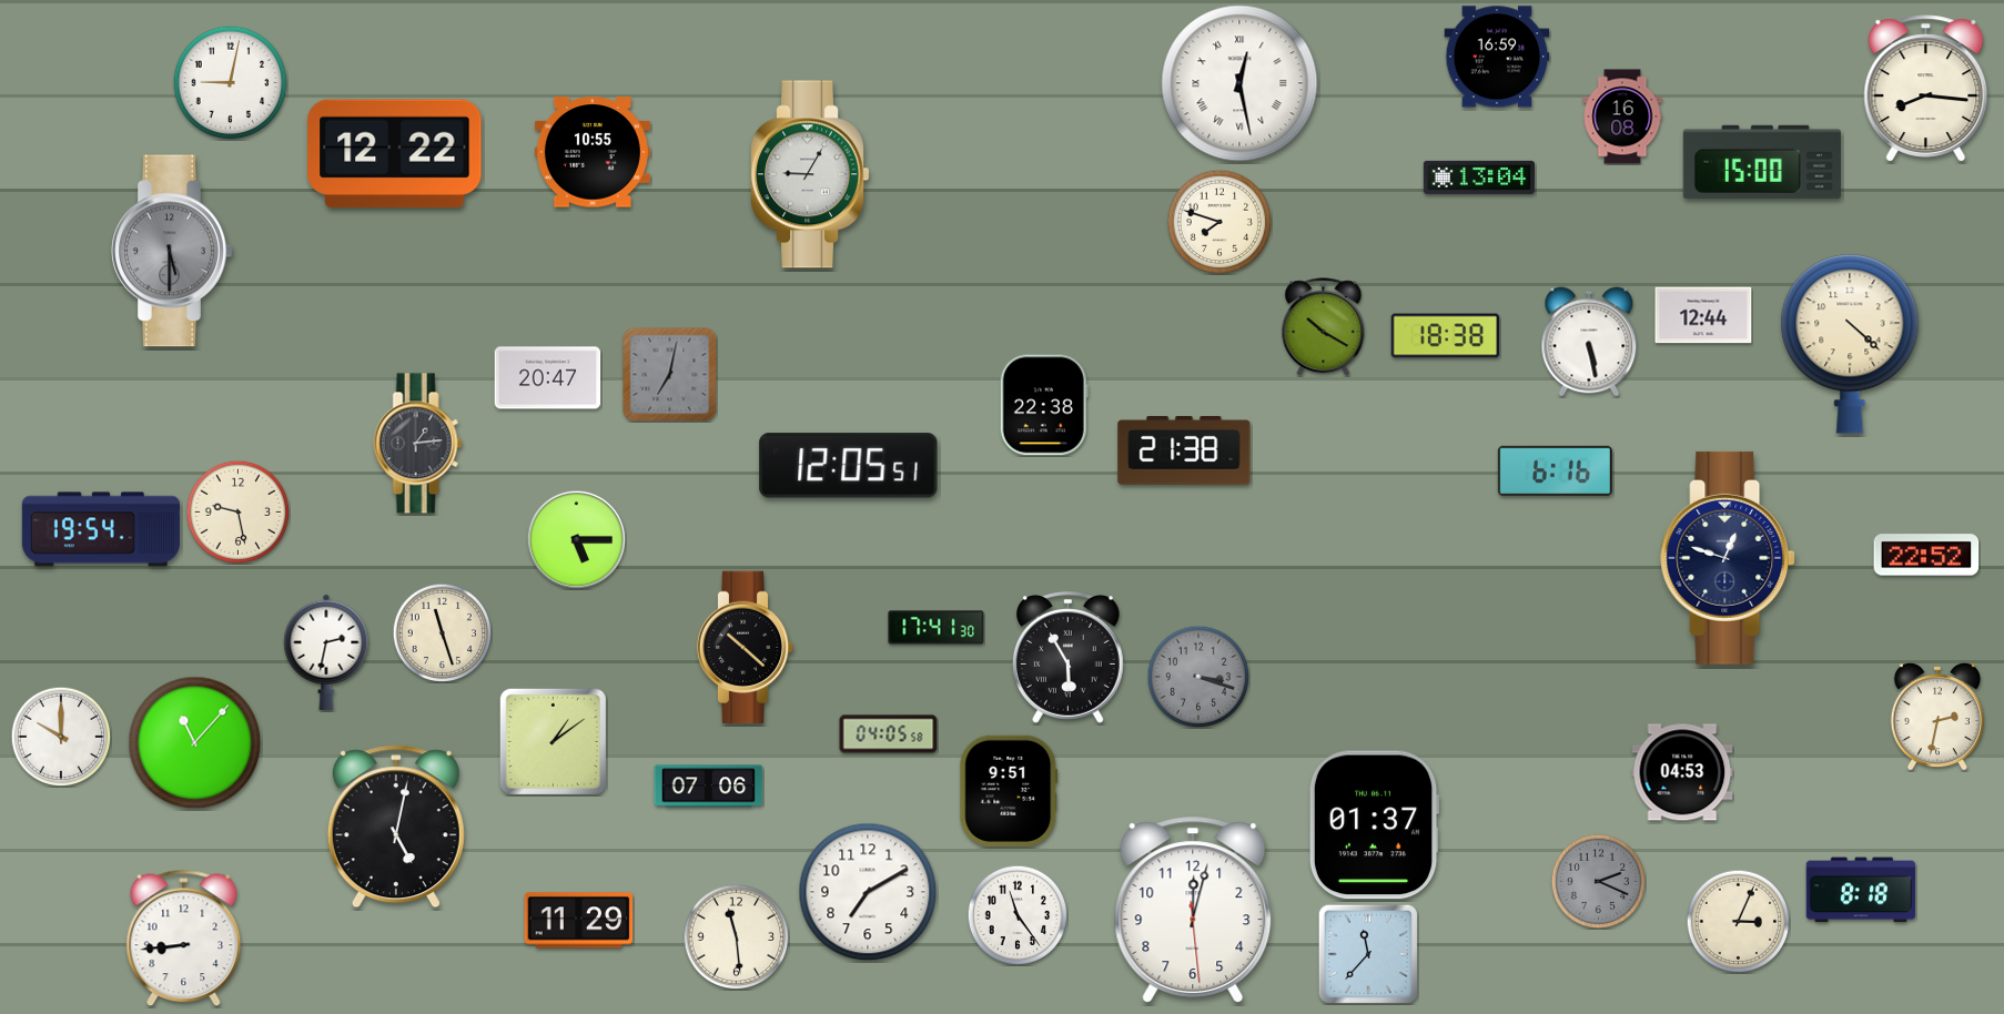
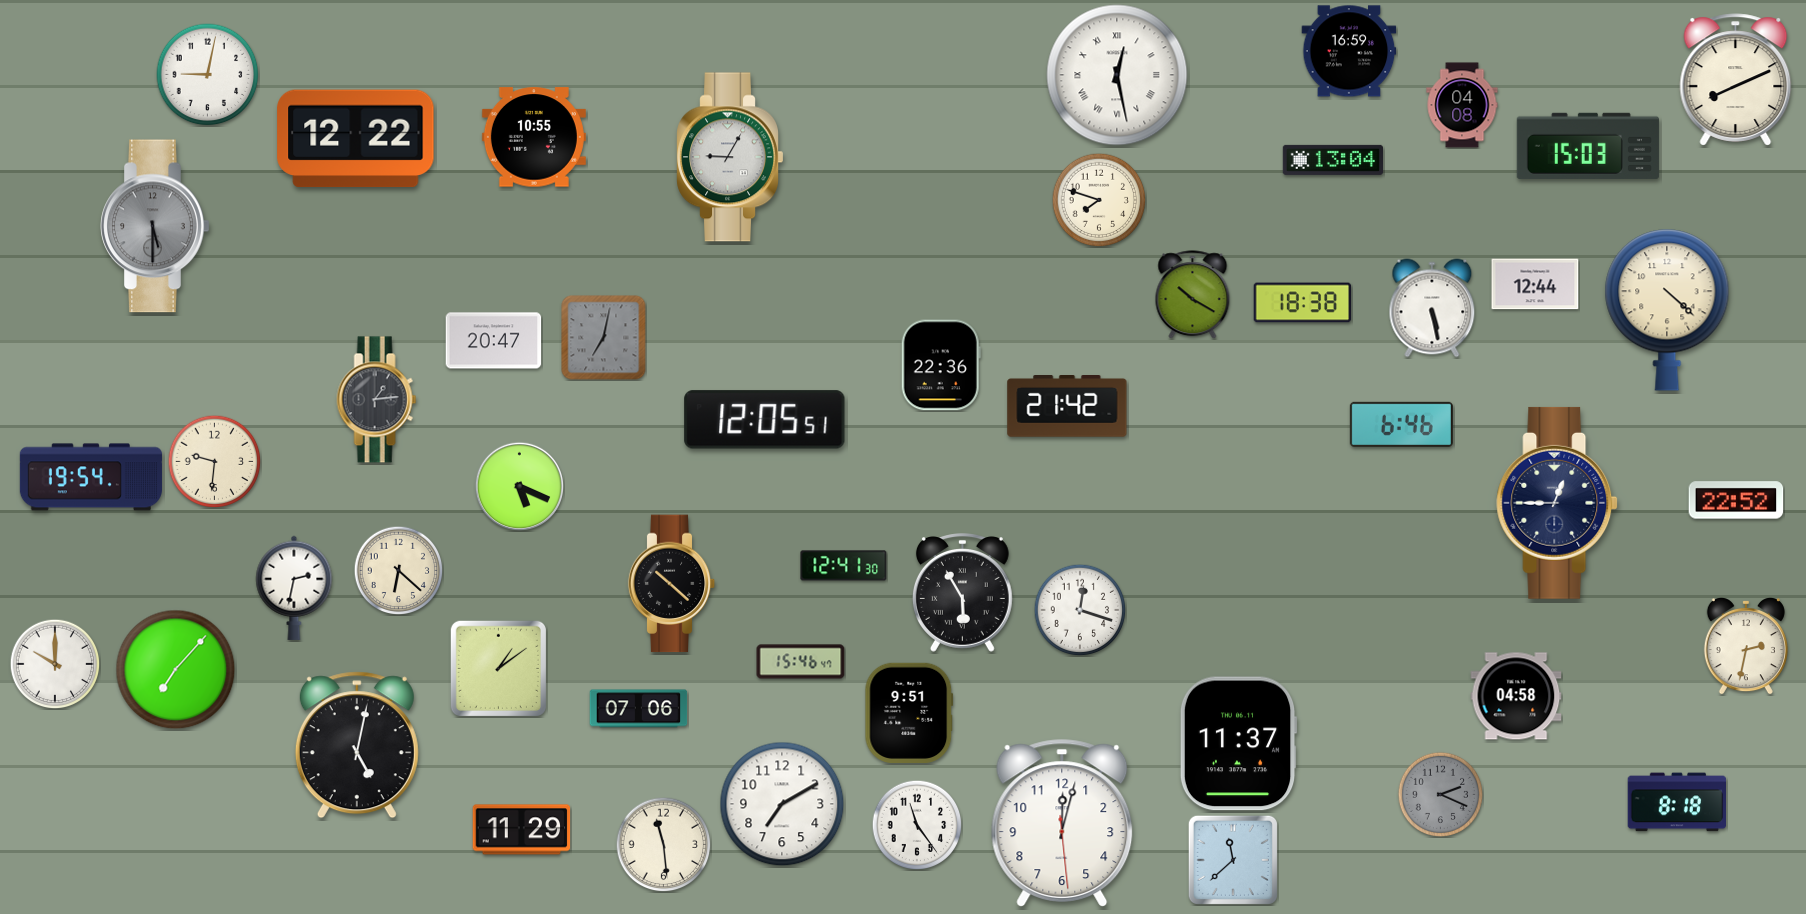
clock at (1926, 89): 8:16 -> 8:11
clock at (1622, 116): 16:08 -> 04:08
clock at (1762, 162): 15:00 -> 15:03
clock at (1044, 405): 22:38 -> 22:36
clock at (1184, 452): 21:38 -> 21:42
clock at (1555, 470): 6:16 -> 6:46
clock at (237, 511): 9:28 -> 9:31
clock at (576, 539): 5:15 -> 5:19
clock at (1728, 558): 12:48 -> 12:45
clock at (937, 628): 17:41 -> 12:41
clock at (442, 632): 11:27 -> 6:22
clock at (1198, 677): 3:18 -> 12:18
clock at (1198, 677) dial: grey -> white
clock at (889, 734): 04:05 -> 15:46
clock at (195, 743): 11:07 -> 7:07
clock at (1682, 772): 04:53 -> 04:58
clock at (1374, 825): 01:37 -> 11:37
clock at (1193, 910) position: (1193, 910) -> (1062, 823)
clock at (1738, 921): 3:04 -> none
clock at (184, 939): 8:44 -> none
clock at (1368, 954): 11:37 -> 11:38
